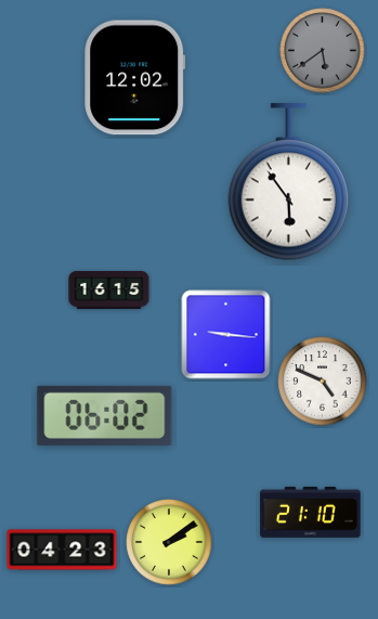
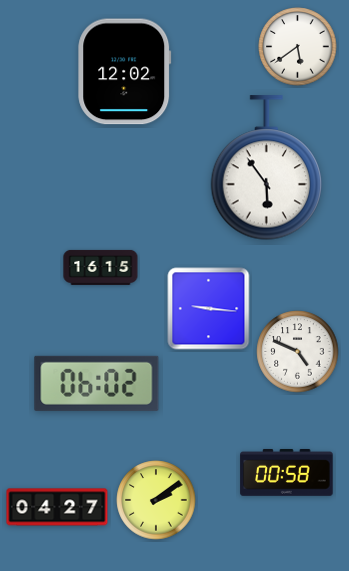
clock at (323, 51) dial: grey -> white
clock at (311, 512): 21:10 -> 00:58
clock at (62, 550): 04:23 -> 04:27
